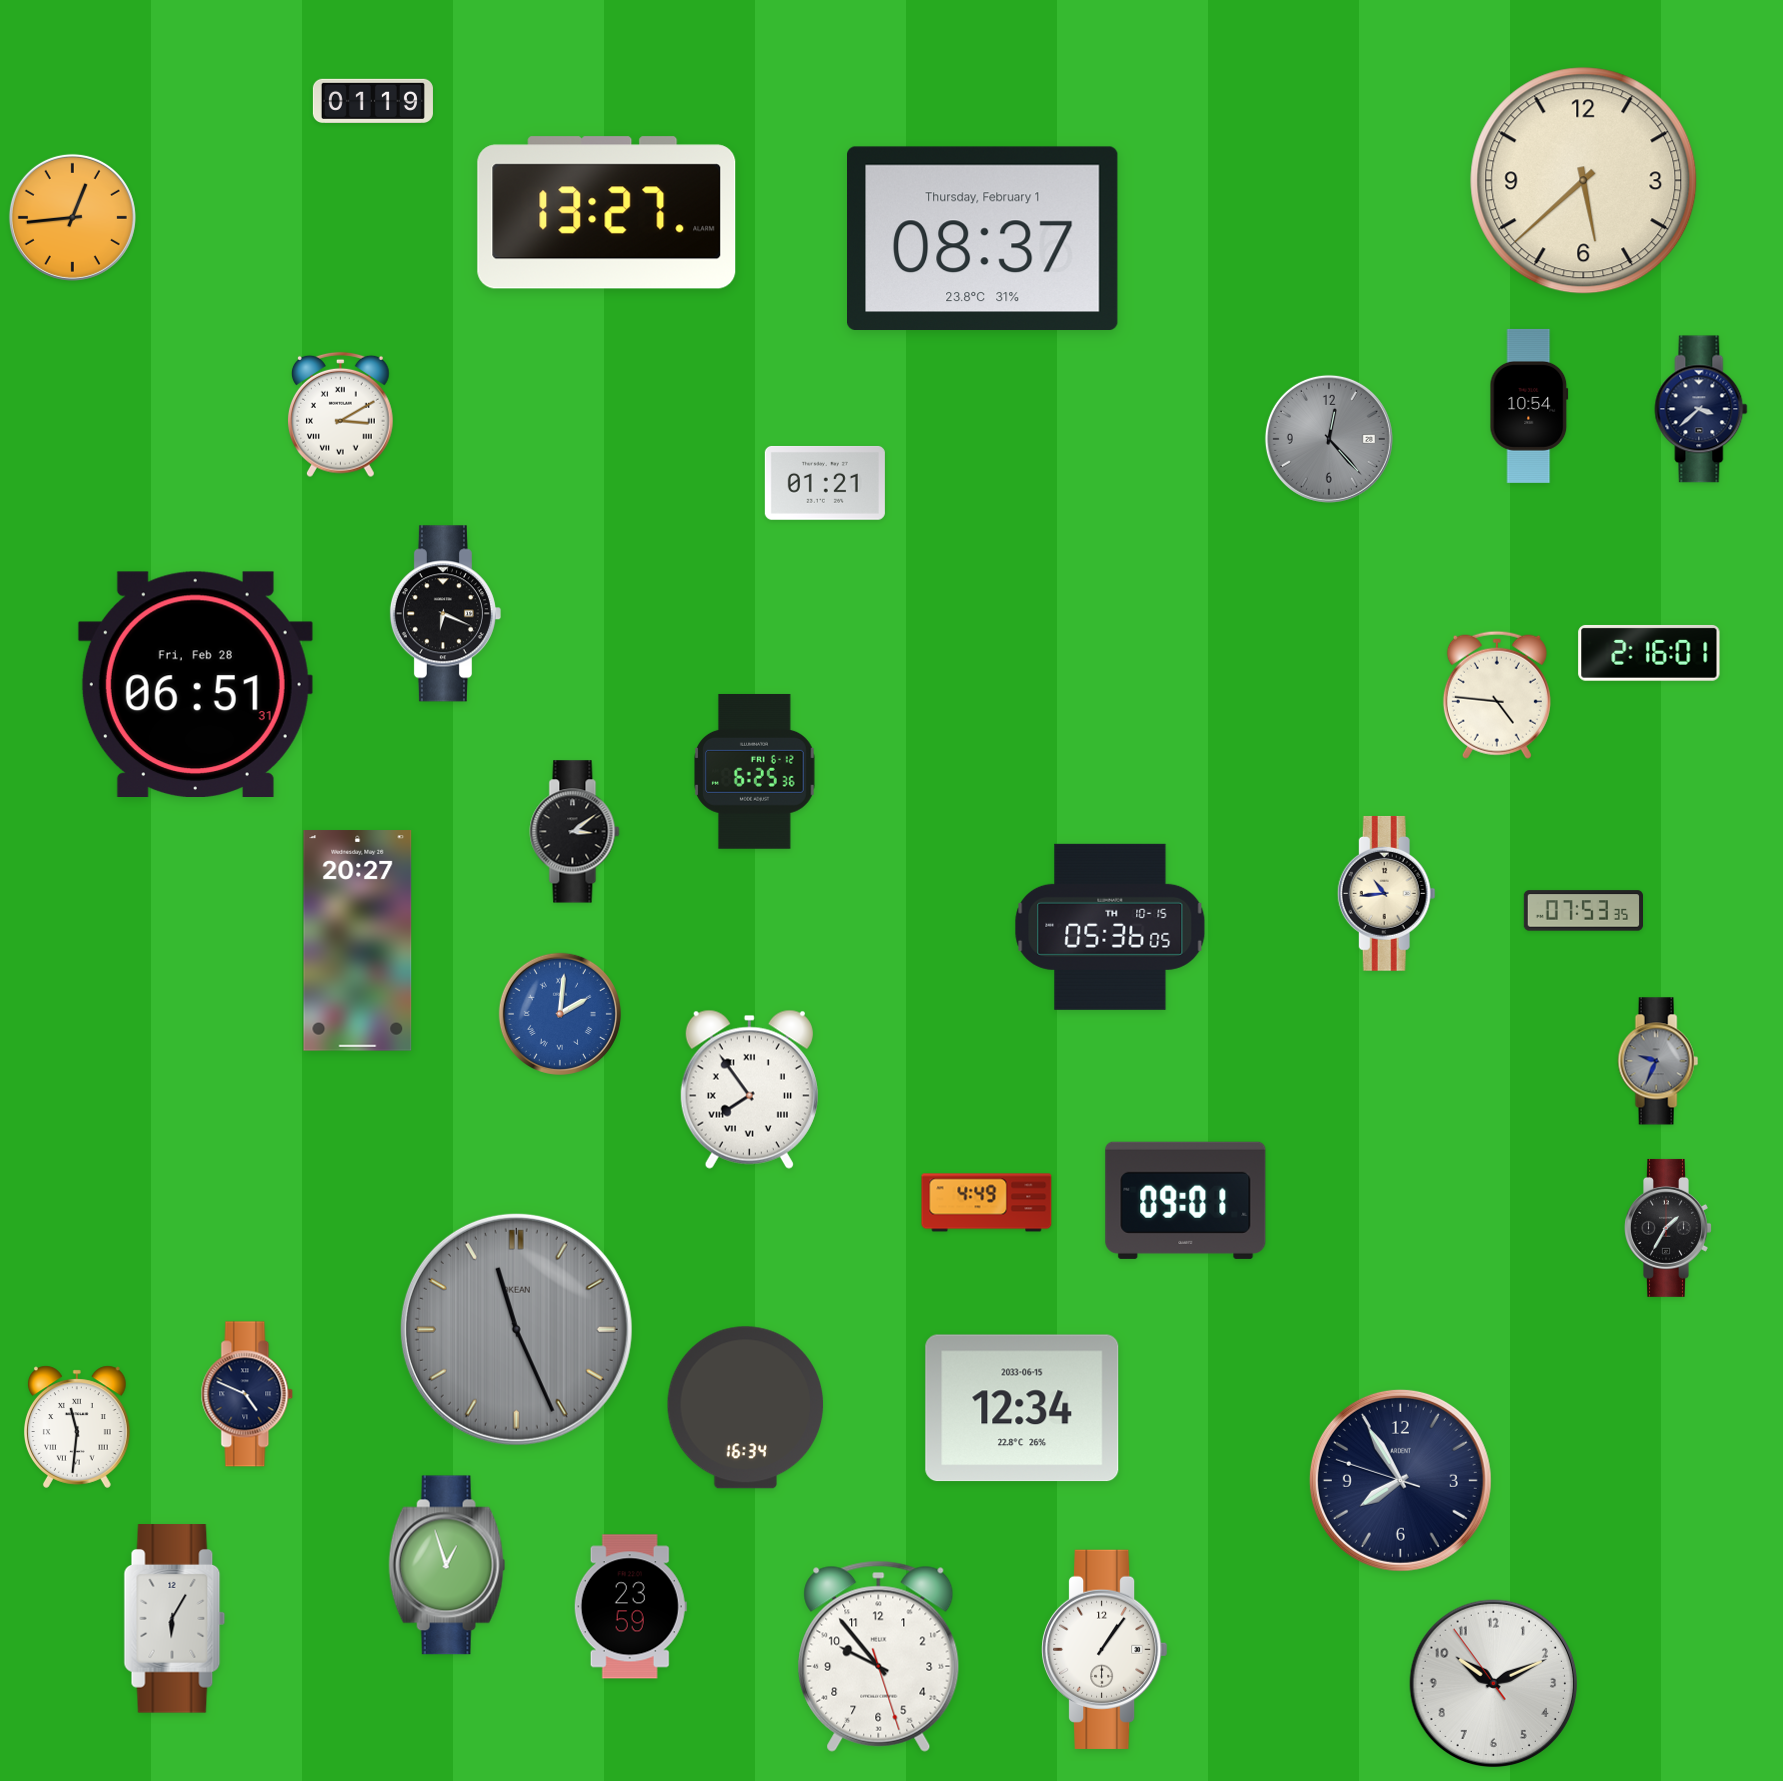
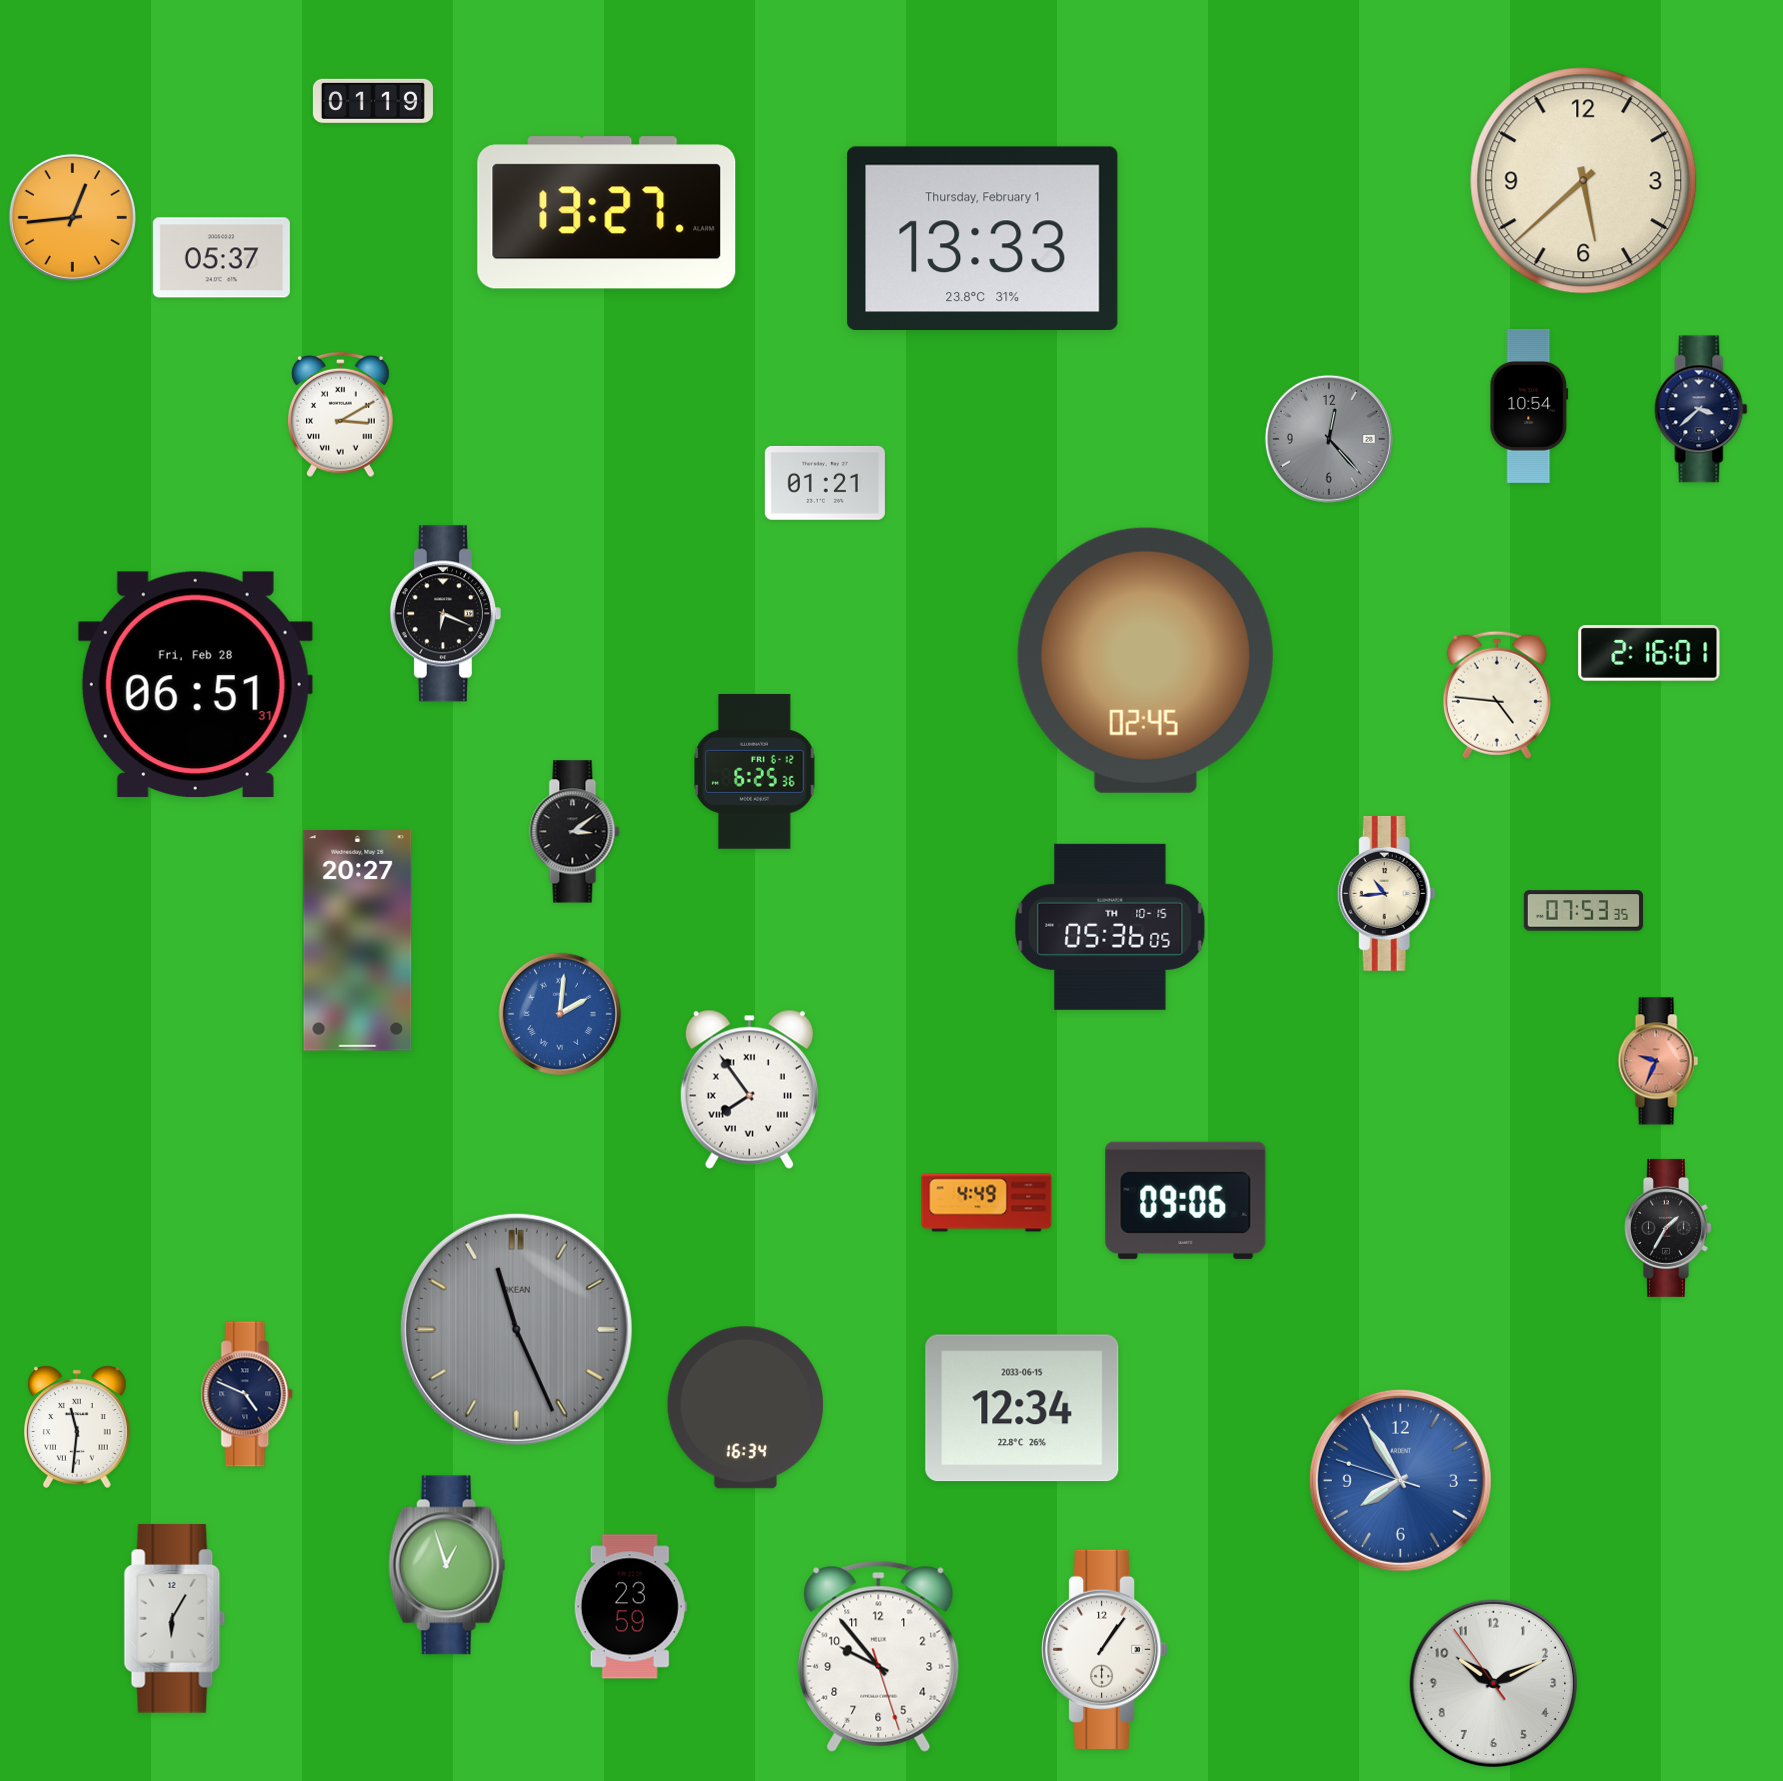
clock at (983, 238): 08:37 -> 13:33
clock at (221, 258): none -> 05:37
clock at (1145, 660): none -> 02:45
clock at (1658, 1061) dial: grey -> salmon
clock at (1186, 1200): 09:01 -> 09:06
clock at (1400, 1480) dial: navy -> blue
